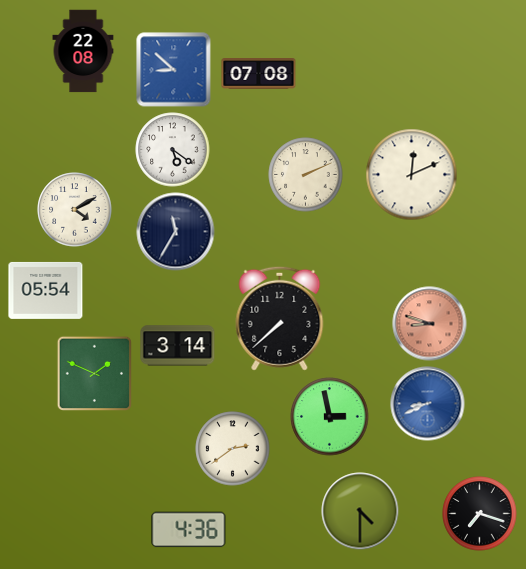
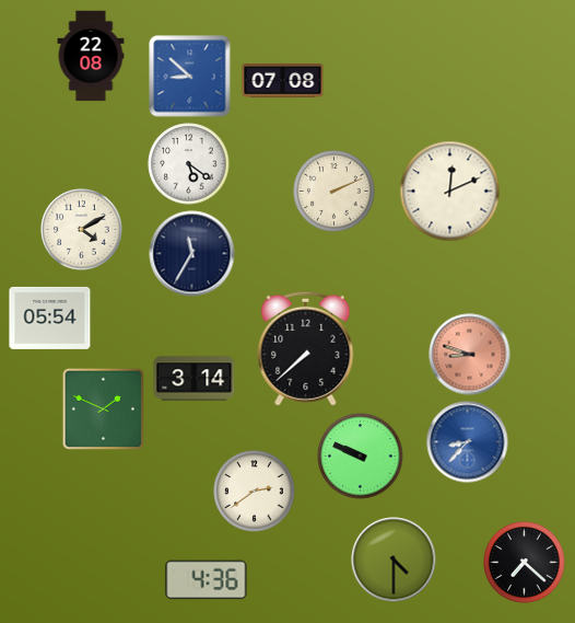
clock at (428, 404): 8:41 -> 8:37
clock at (330, 417): 2:58 -> 9:49
clock at (480, 514): 7:18 -> 7:22
